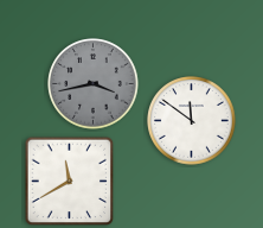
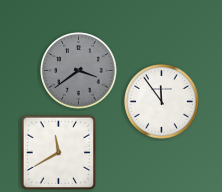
clock at (94, 84): 3:43 -> 3:39
clock at (192, 121): 11:51 -> 11:54
